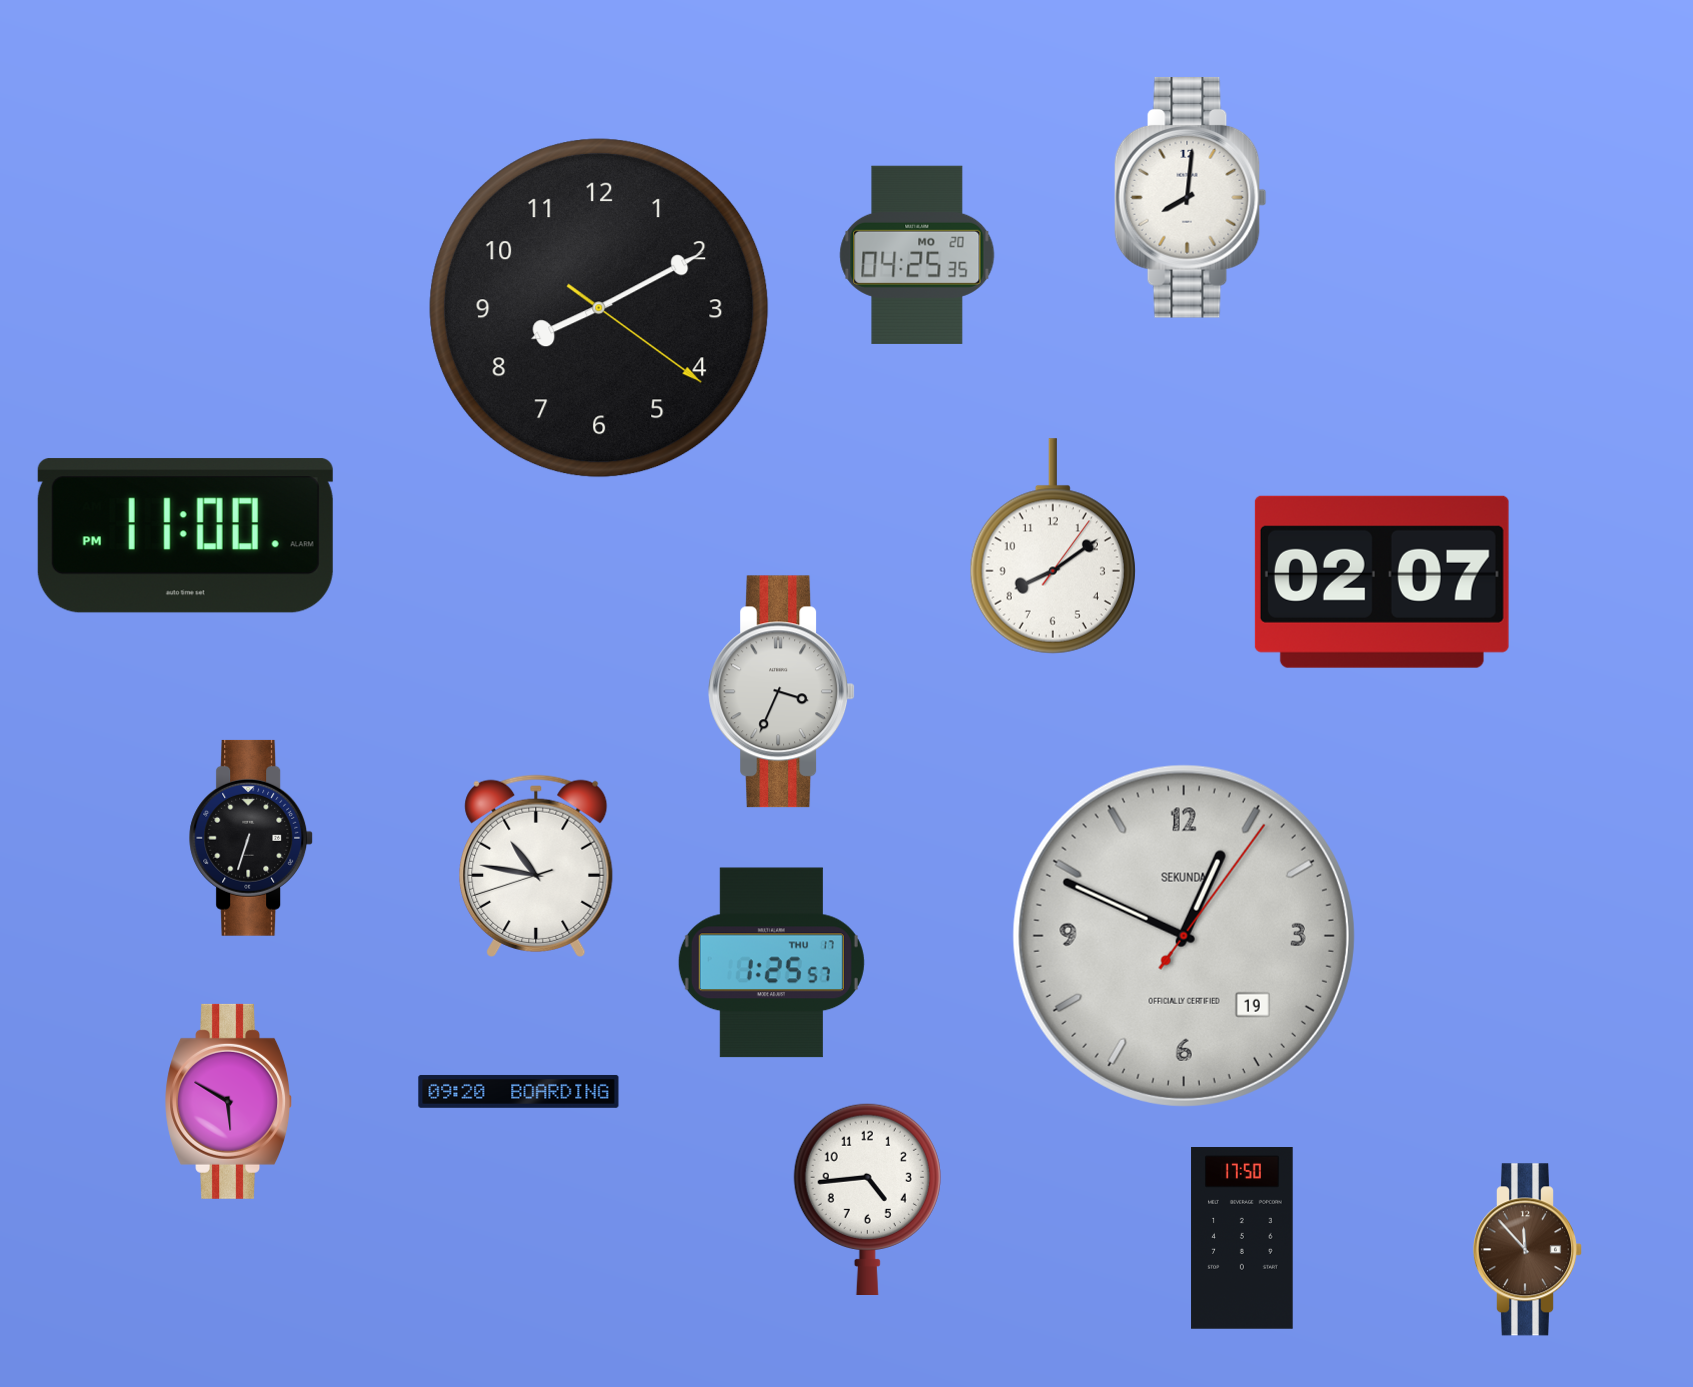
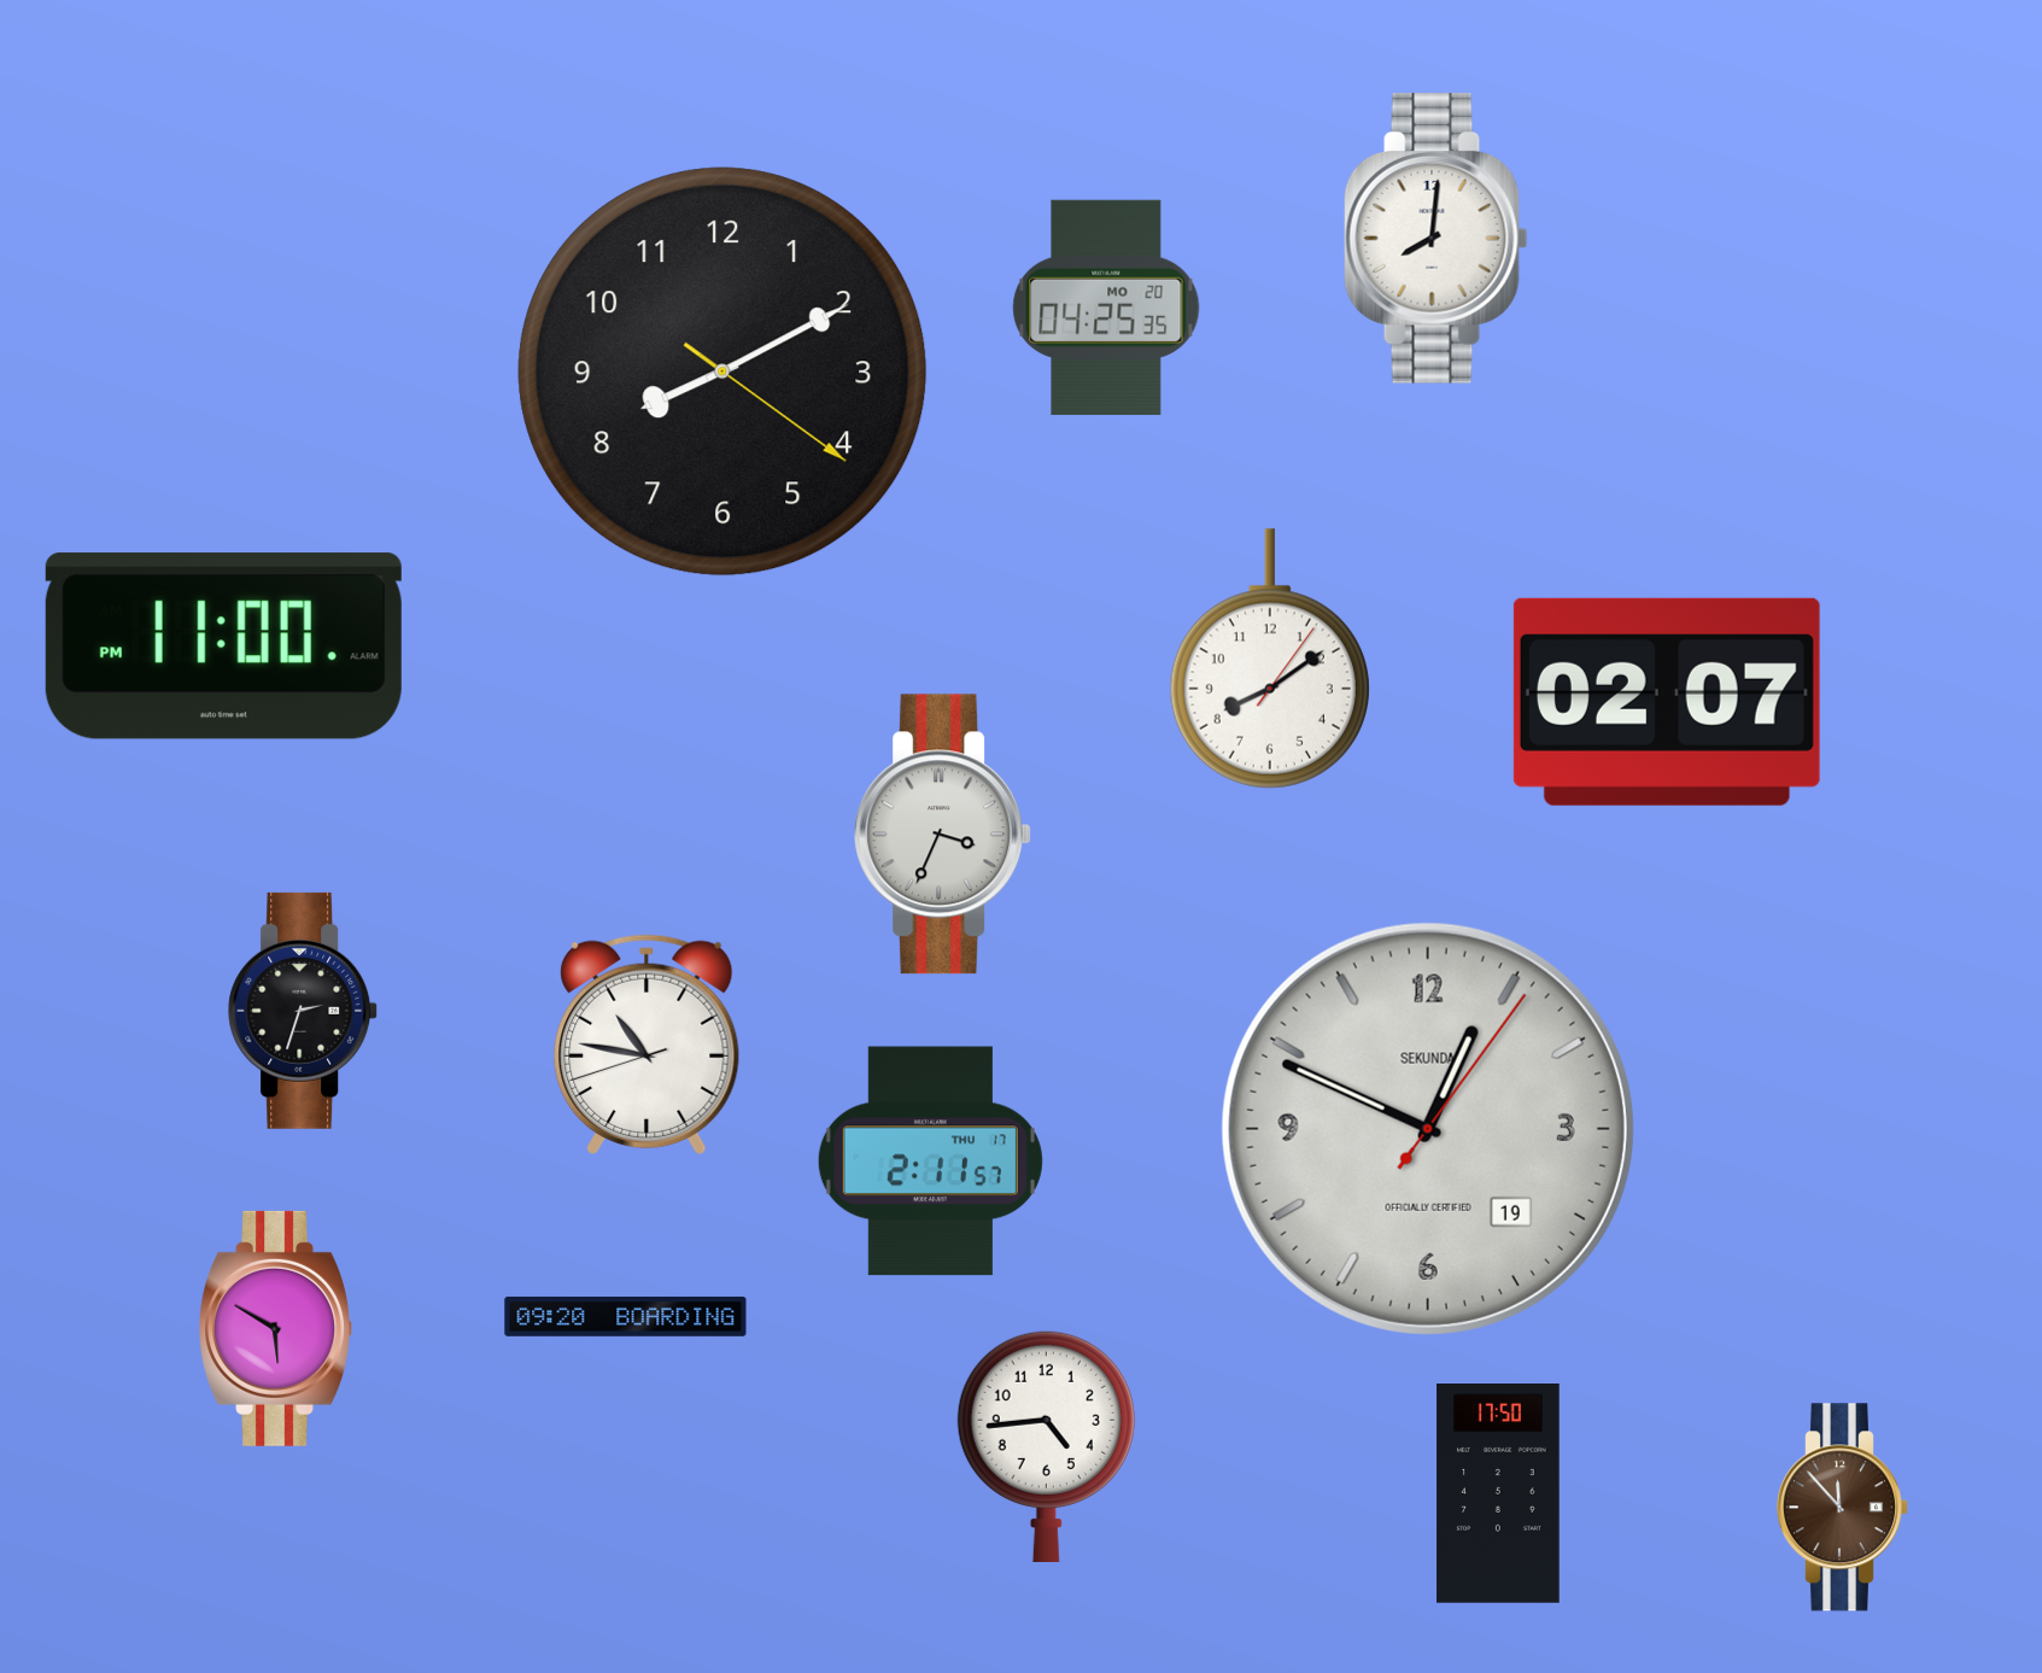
clock at (252, 838): 6:33 -> 2:33
clock at (771, 963): 1:25 -> 2:11
